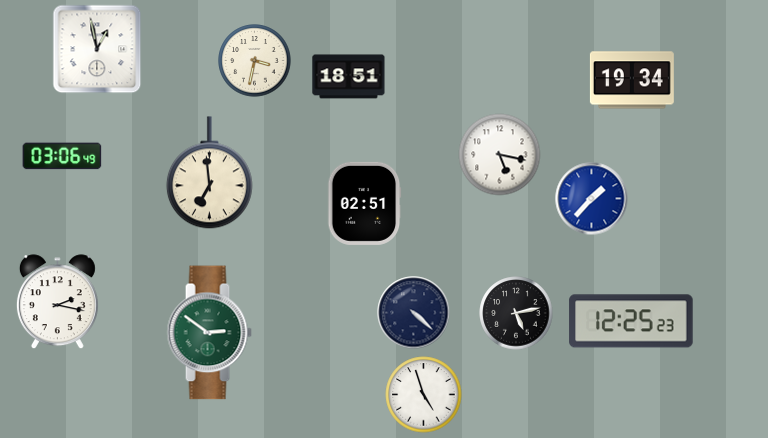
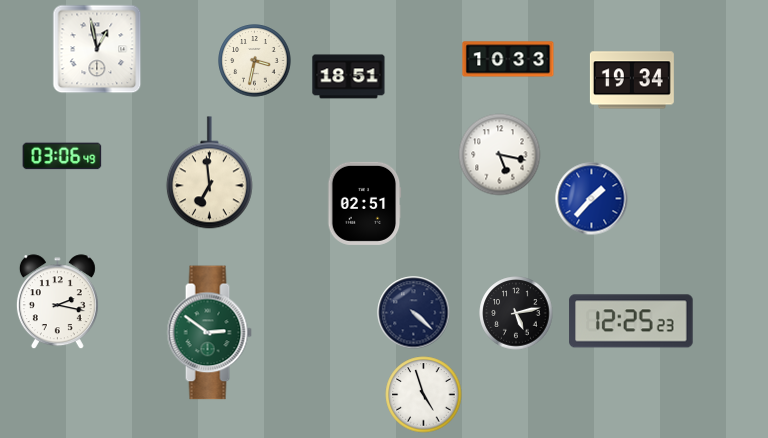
clock at (508, 59): none -> 10:33
